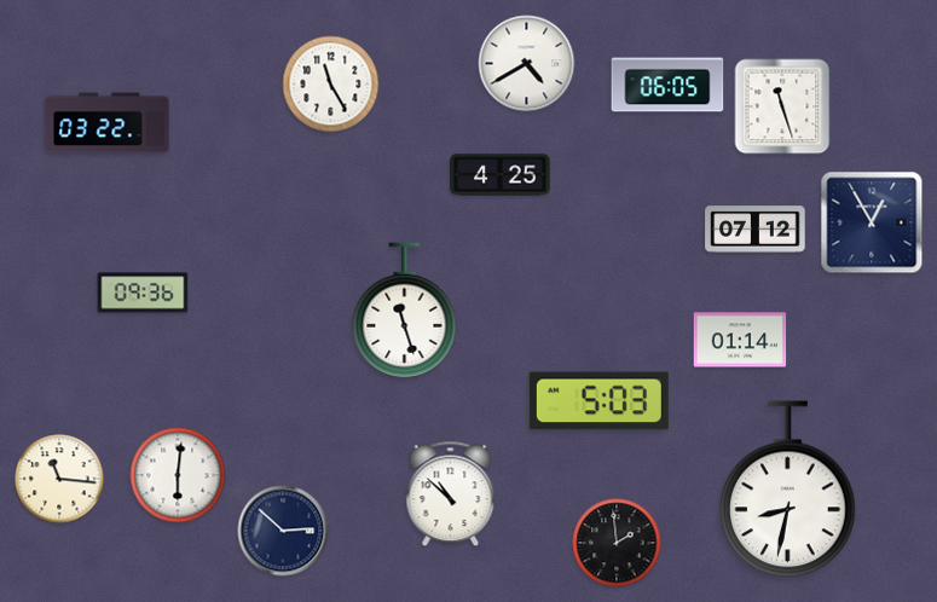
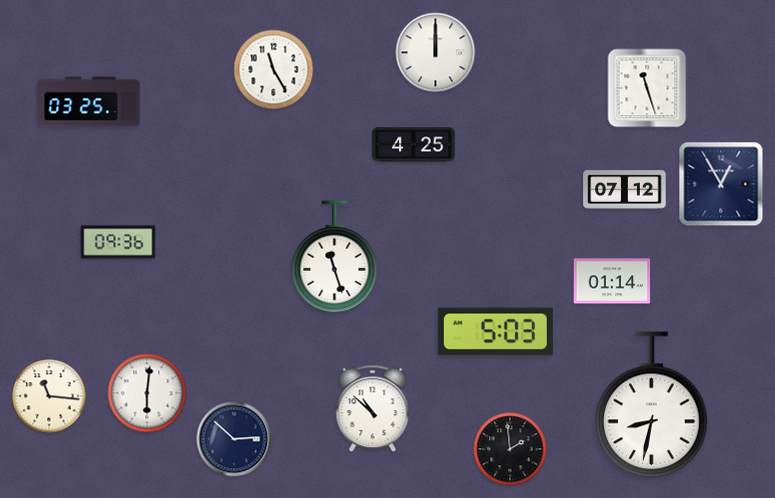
clock at (527, 64): 4:40 -> 12:00
clock at (667, 85): 06:05 -> none
clock at (108, 123): 03:22 -> 03:25
